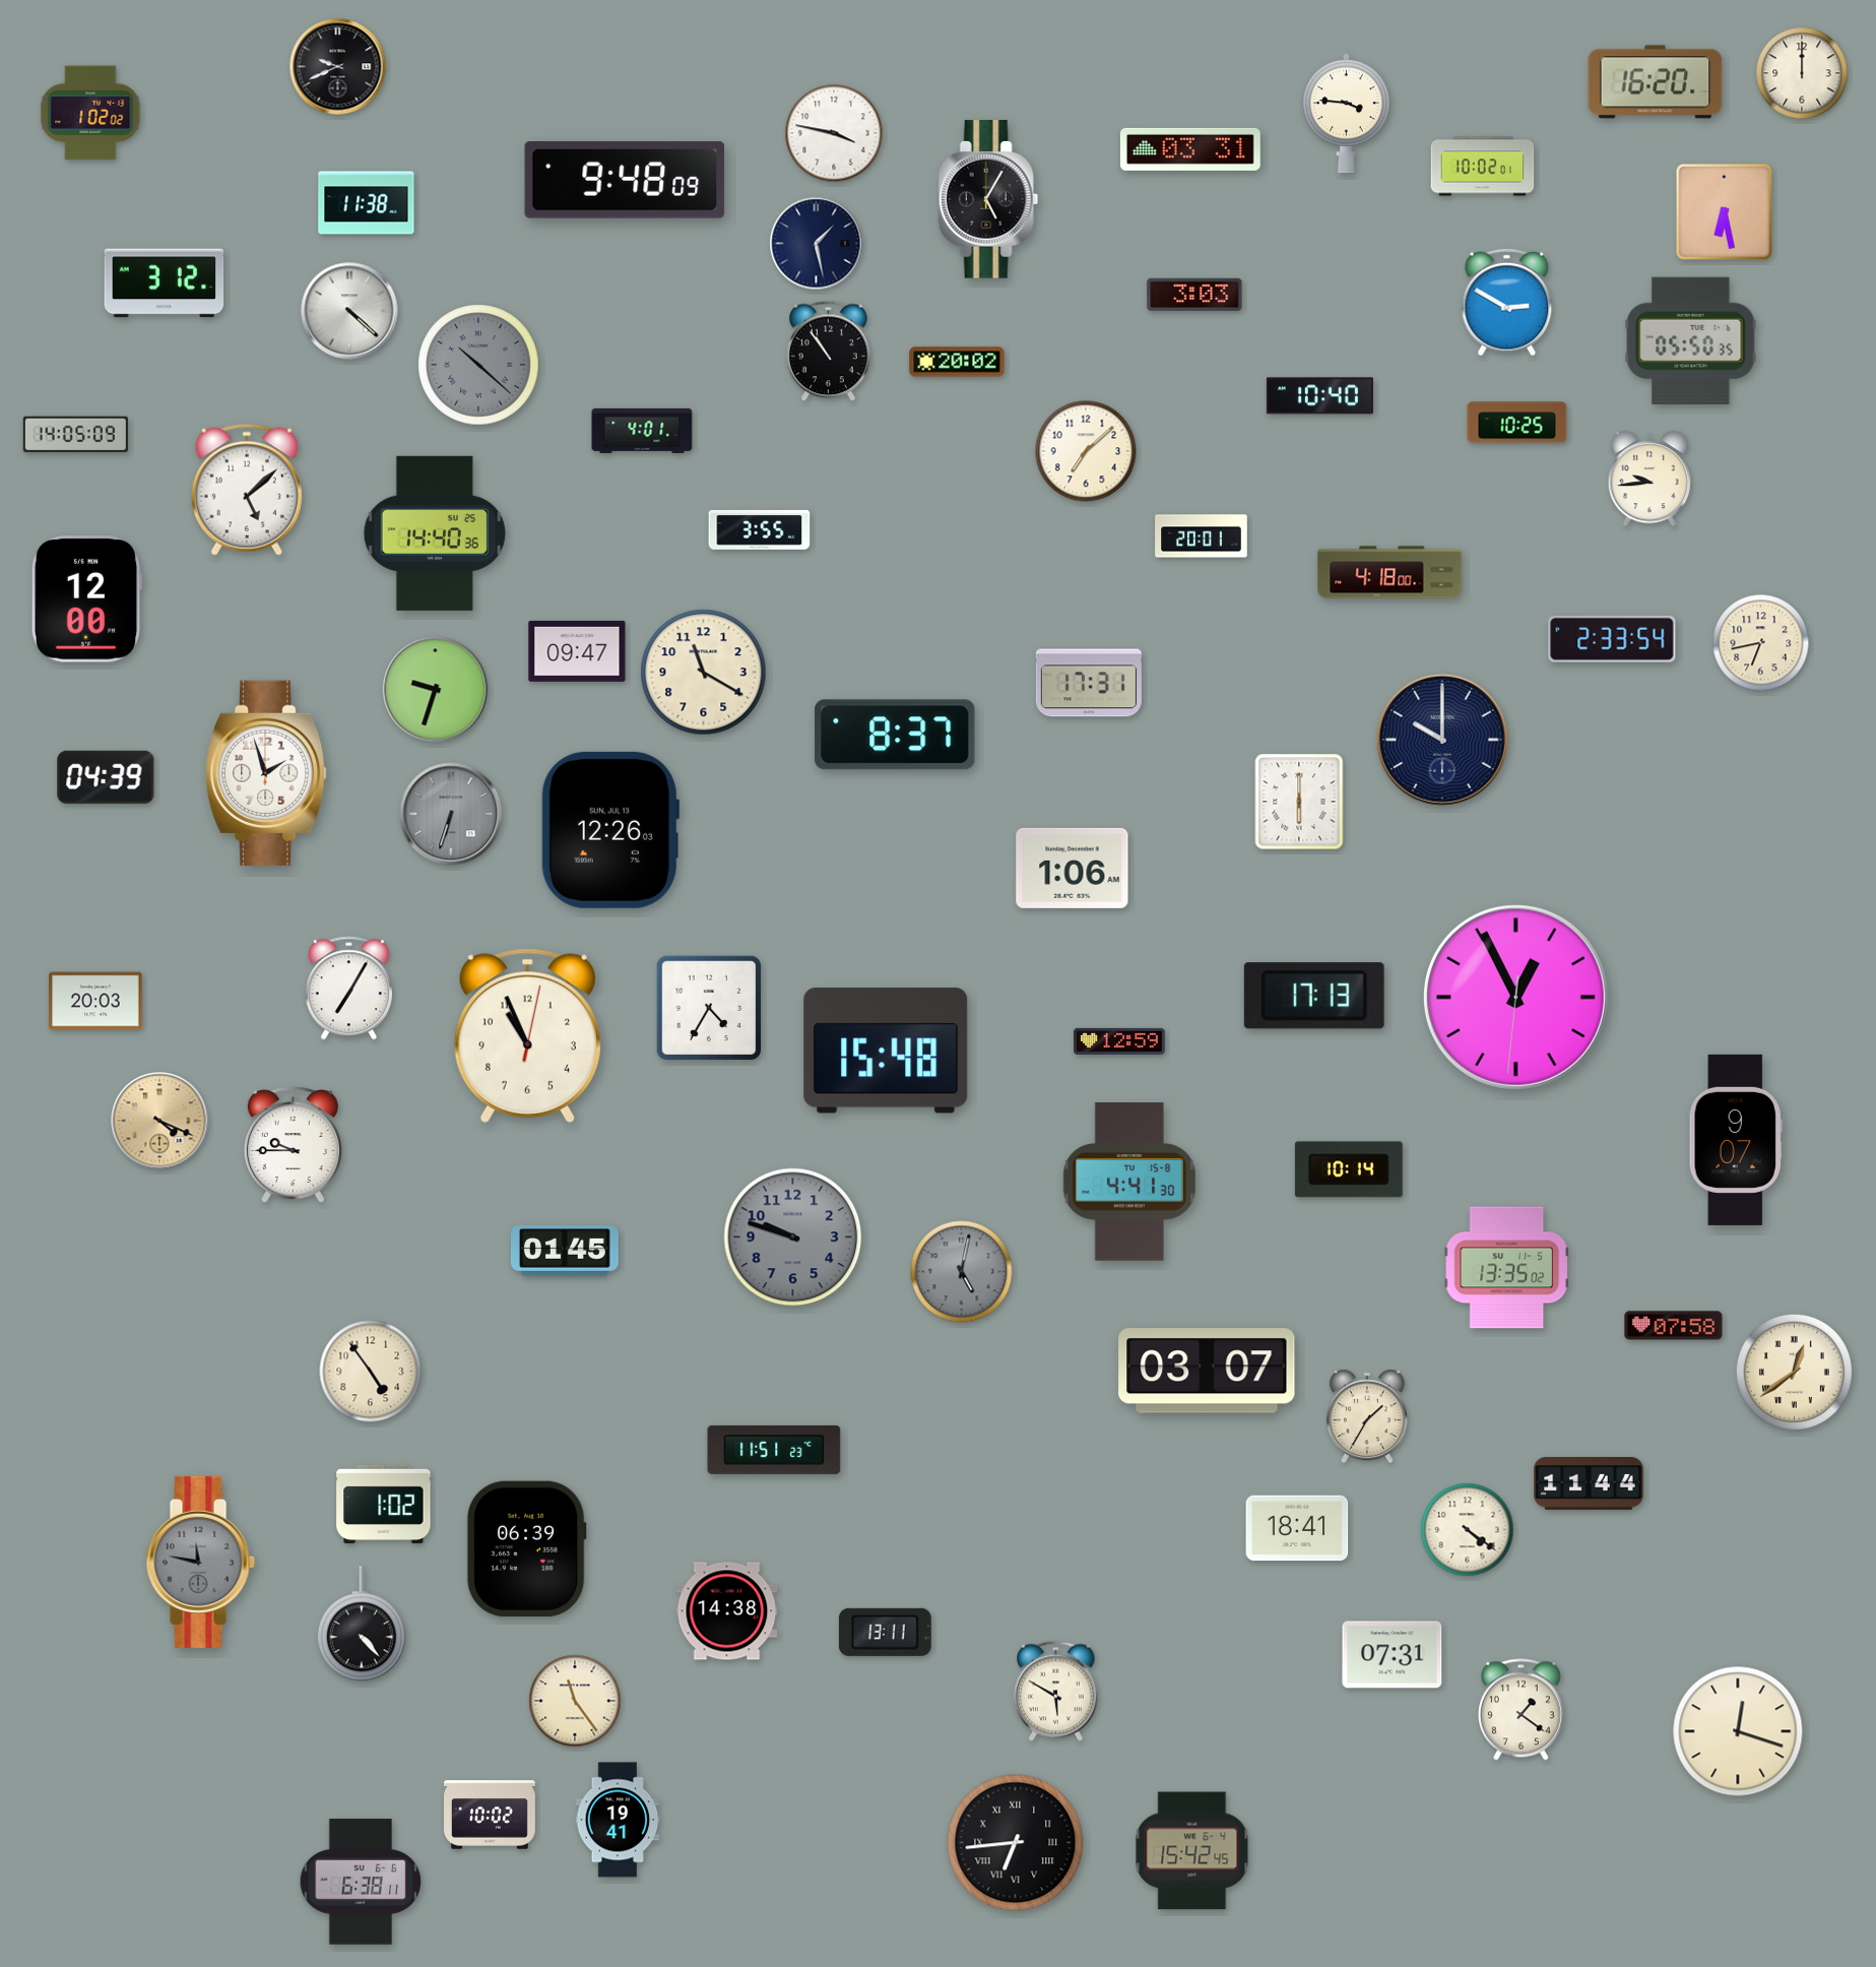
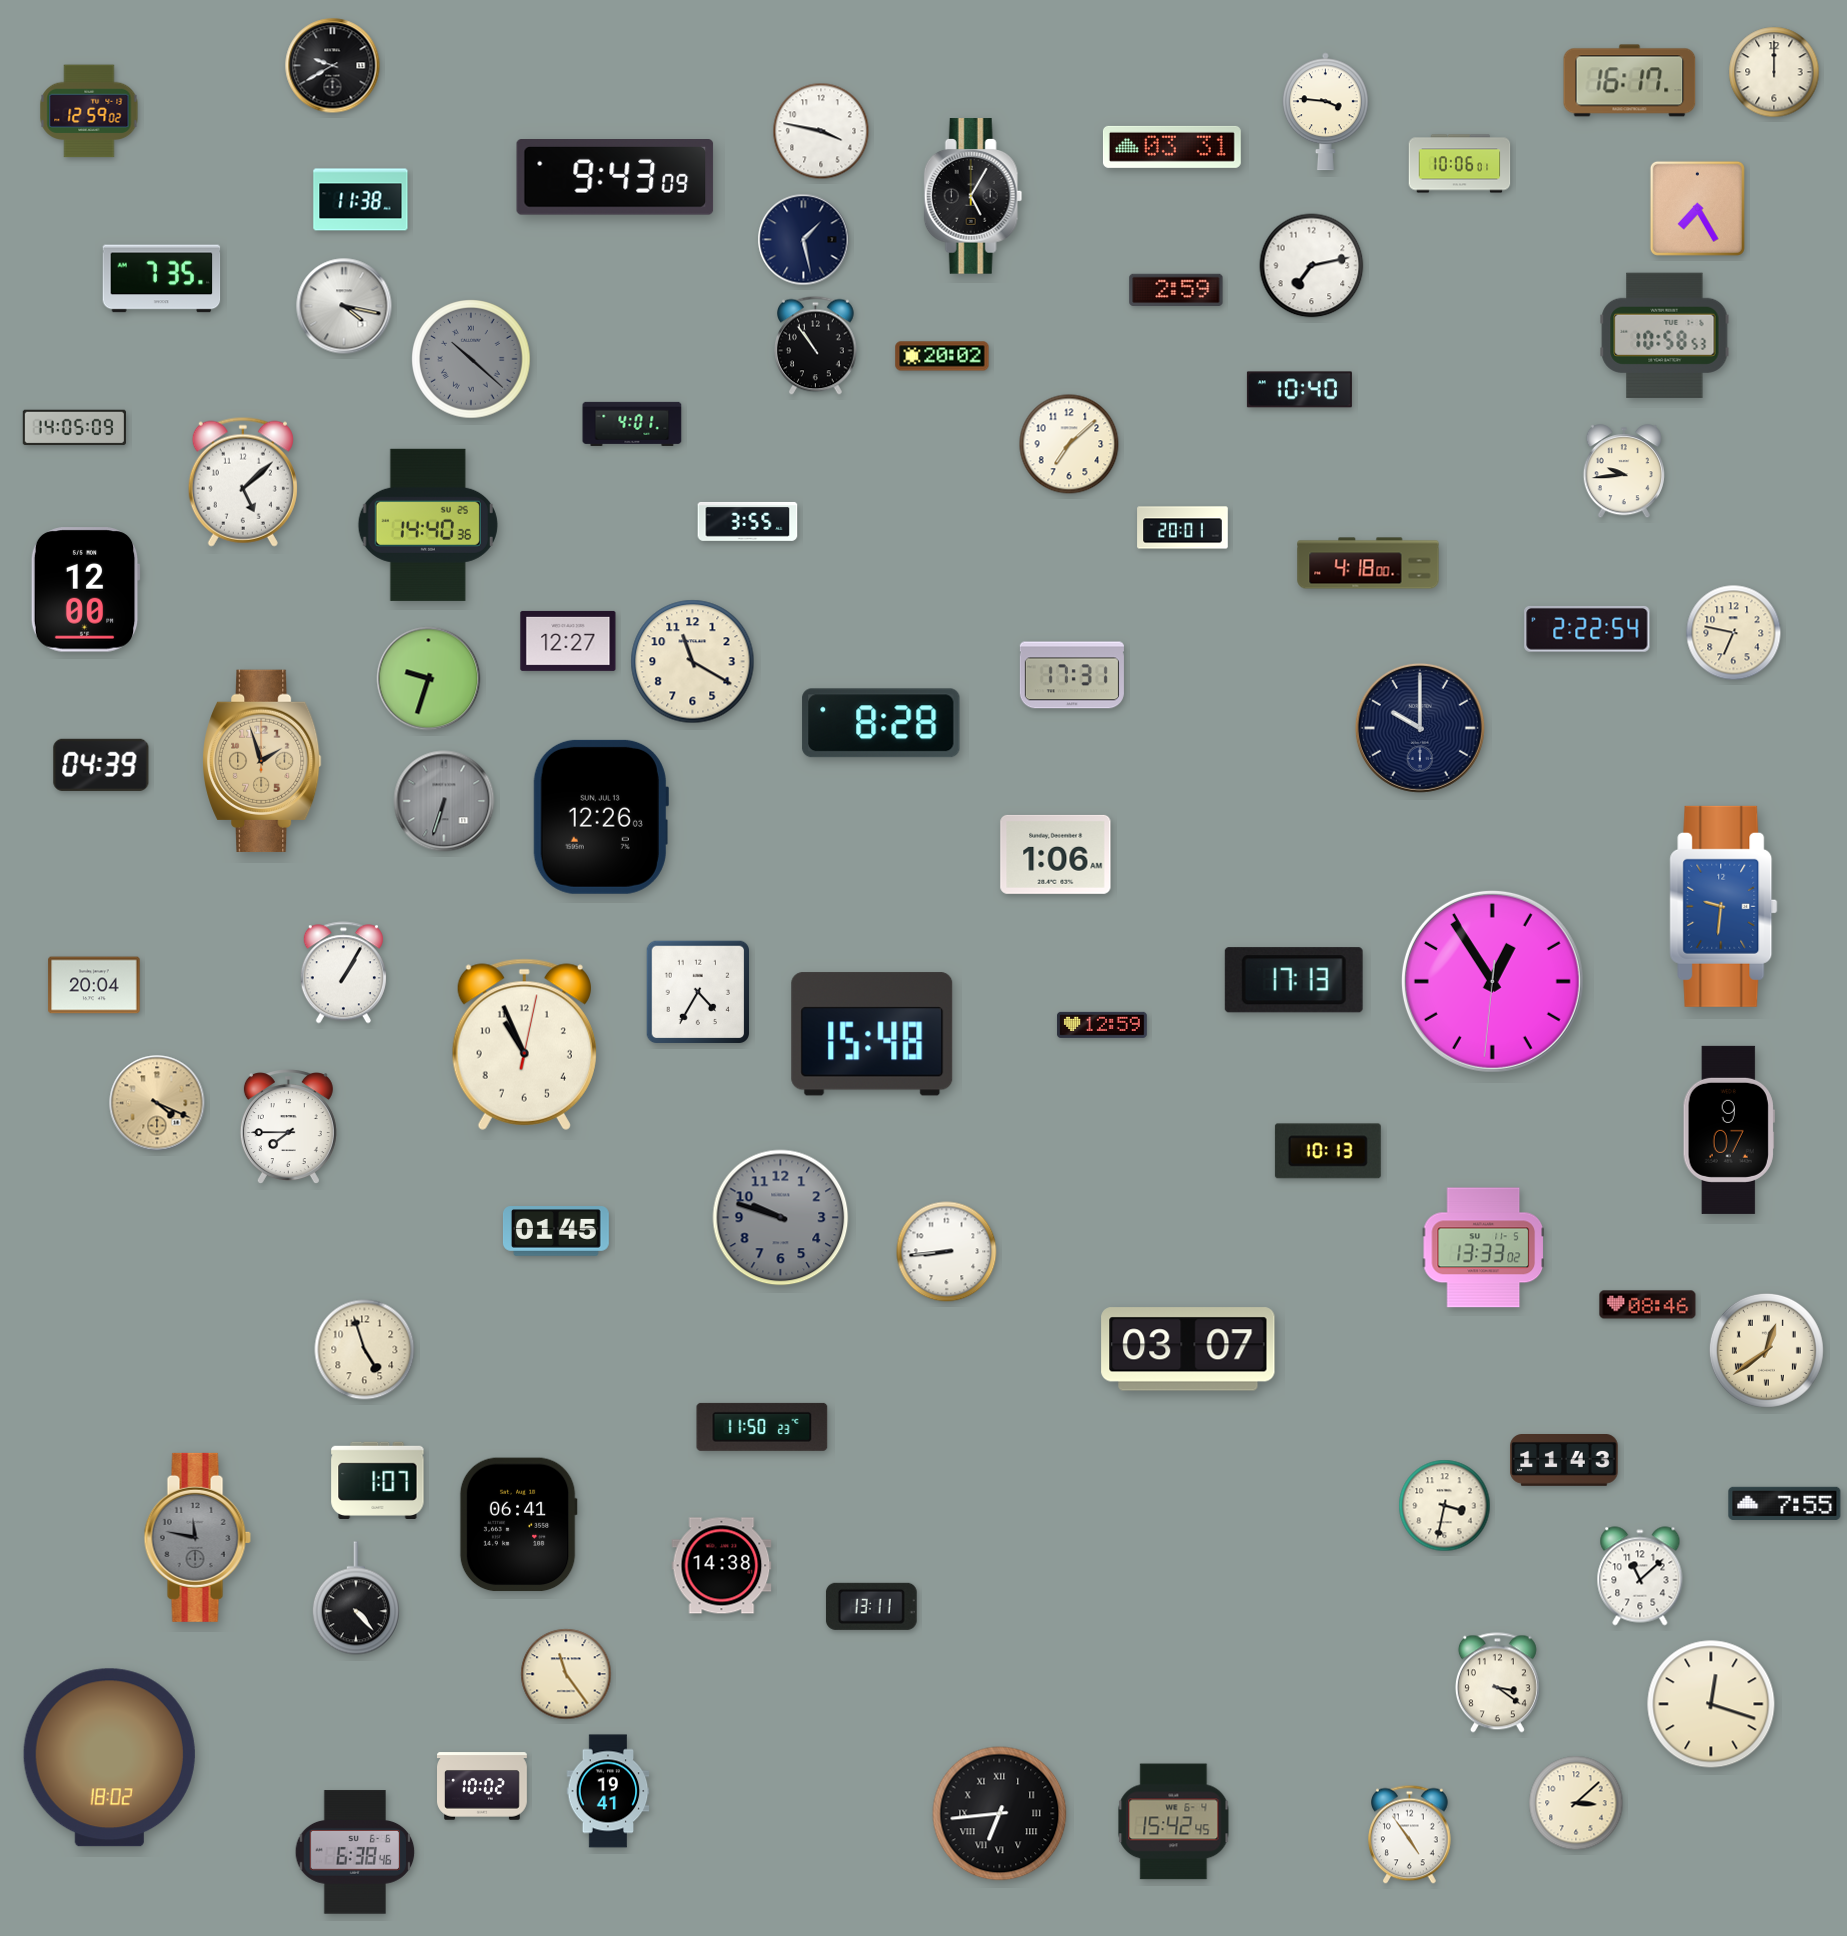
clock at (338, 67): 9:41 -> 9:40
clock at (1656, 82): 16:20 -> 16:17
clock at (90, 113): 1:02 -> 12:59
clock at (1483, 167): 10:02 -> 10:06
clock at (625, 181): 9:48 -> 9:43
clock at (1724, 211): 6:28 -> 7:25
clock at (1312, 266): none -> 7:13
clock at (165, 283): 3:12 -> 7:35
clock at (1194, 294): 3:03 -> 2:59
clock at (1507, 303): 2:50 -> none
clock at (349, 311): 4:22 -> 4:17
clock at (1691, 340): 05:50 -> 10:58
clock at (1517, 423): 10:25 -> none
clock at (1612, 639): 2:33 -> 2:22
clock at (1761, 643): 6:43 -> 6:47
clock at (577, 651): 09:47 -> 12:27
clock at (1089, 683) position: (1089, 683) -> (1072, 675)
clock at (895, 735): 8:37 -> 8:28
clock at (267, 773) dial: white -> champagne
clock at (106, 777) position: (106, 777) -> (101, 765)
clock at (1299, 802): 6:00 -> none
clock at (1724, 906): none -> 9:31
clock at (348, 989): 7:05 -> 1:05
clock at (1515, 997): 12:55 -> 12:54
clock at (95, 1001): 20:03 -> 20:04
clock at (527, 1035) position: (527, 1035) -> (524, 1044)
clock at (1736, 1140) position: (1736, 1140) -> (1729, 1130)
clock at (293, 1145): 9:45 -> 7:45
clock at (1349, 1169): 10:14 -> 10:13
clock at (1128, 1182): 4:41 -> none
clock at (1506, 1268): 13:35 -> 13:33
clock at (962, 1272): 5:02 -> 8:44
clock at (962, 1272) dial: grey -> white
clock at (1674, 1326): 07:58 -> 08:46
clock at (371, 1372): 4:54 -> 4:57
clock at (1367, 1416): 1:35 -> none
clock at (774, 1450): 11:51 -> 11:50
clock at (1589, 1484): 11:44 -> 11:43
clock at (384, 1504): 1:02 -> 1:07
clock at (1785, 1503): none -> 7:55
clock at (1297, 1528): 18:41 -> none
clock at (1468, 1530): 4:21 -> 3:32
clock at (526, 1549): 06:39 -> 06:41
clock at (1640, 1576): none -> 11:08
clock at (727, 1611) position: (727, 1611) -> (722, 1566)
clock at (1393, 1655): 07:31 -> none
clock at (1056, 1692): 5:50 -> none
clock at (1521, 1710): 1:21 -> 3:21
clock at (109, 1758): none -> 18:02
clock at (1576, 1803): none -> 3:08
clock at (1410, 1835): none -> 4:54
clock at (361, 1882): 6:38:11 -> 6:38:46
